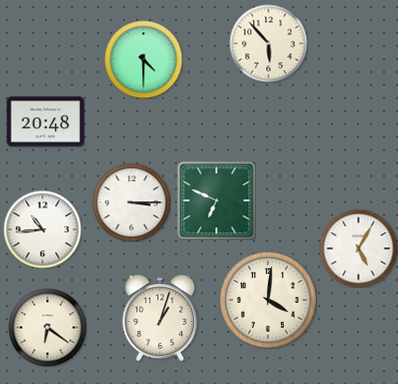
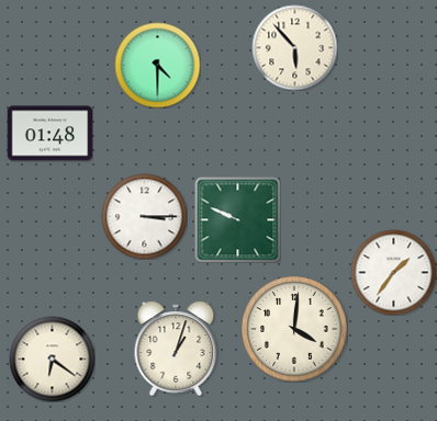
clock at (45, 122): 20:48 -> 01:48
clock at (216, 200): 6:49 -> 9:49
clock at (131, 202) position: (131, 202) -> (144, 216)
clock at (42, 229): 10:44 -> none
clock at (358, 248): 5:05 -> 1:36
